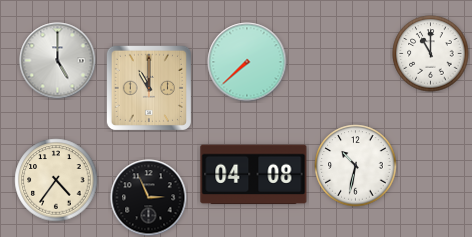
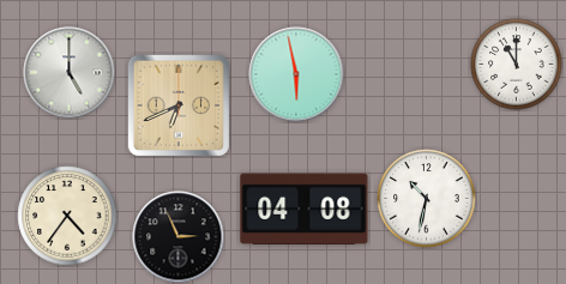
clock at (247, 62): 7:38 -> 5:58
clock at (149, 88): 11:00 -> 6:41
